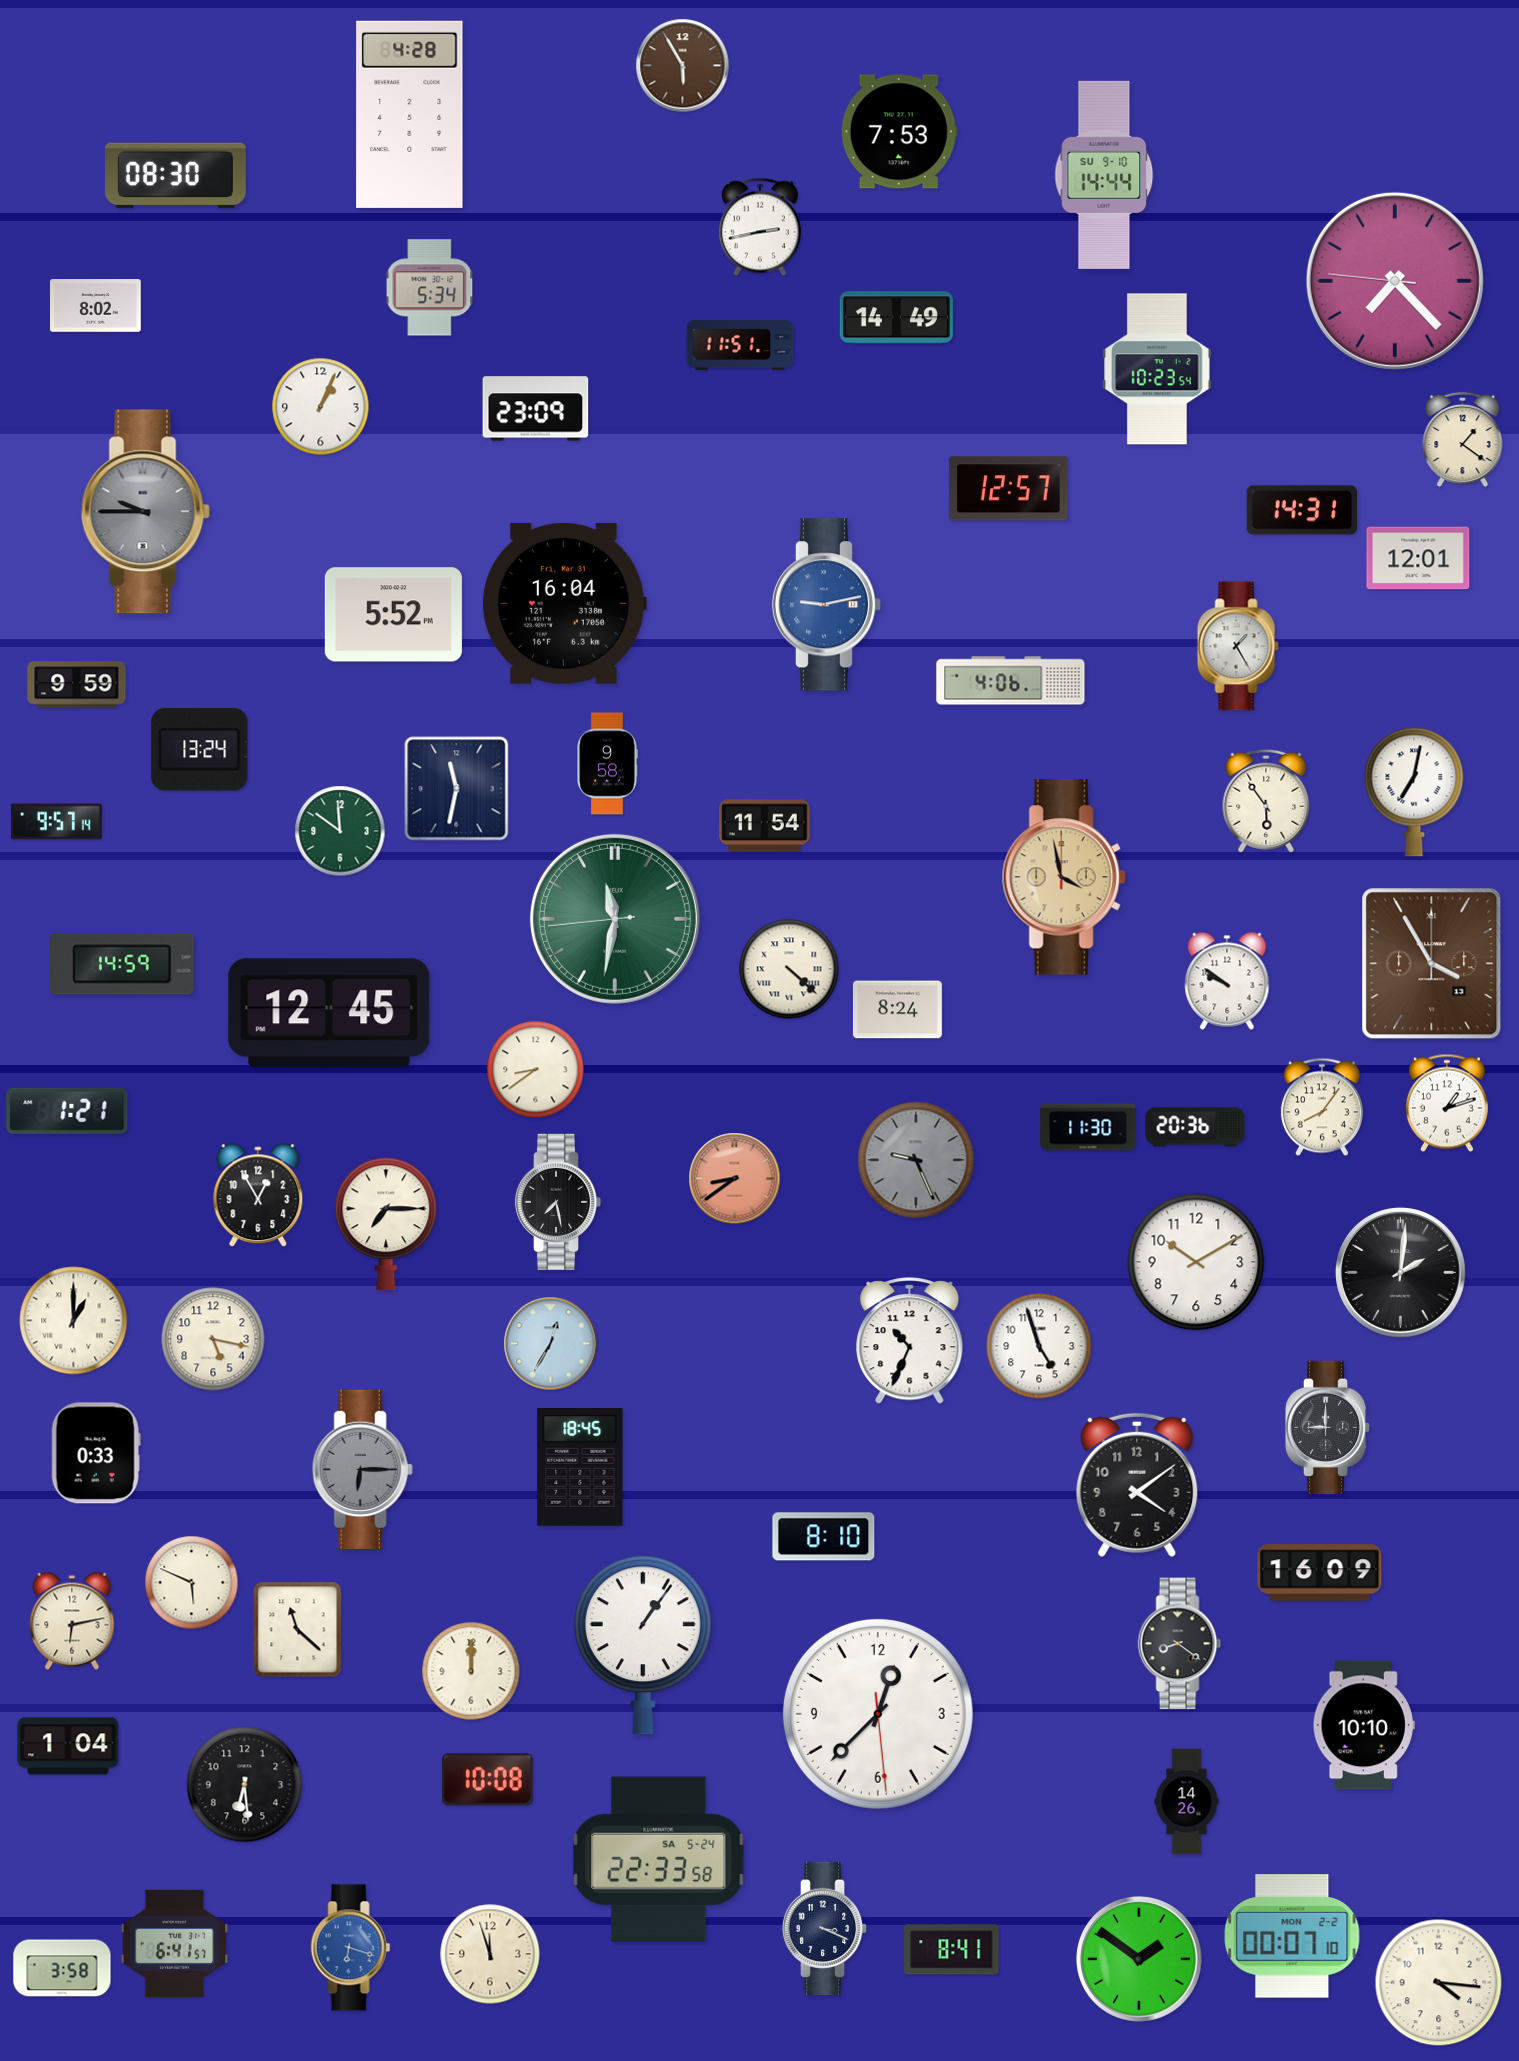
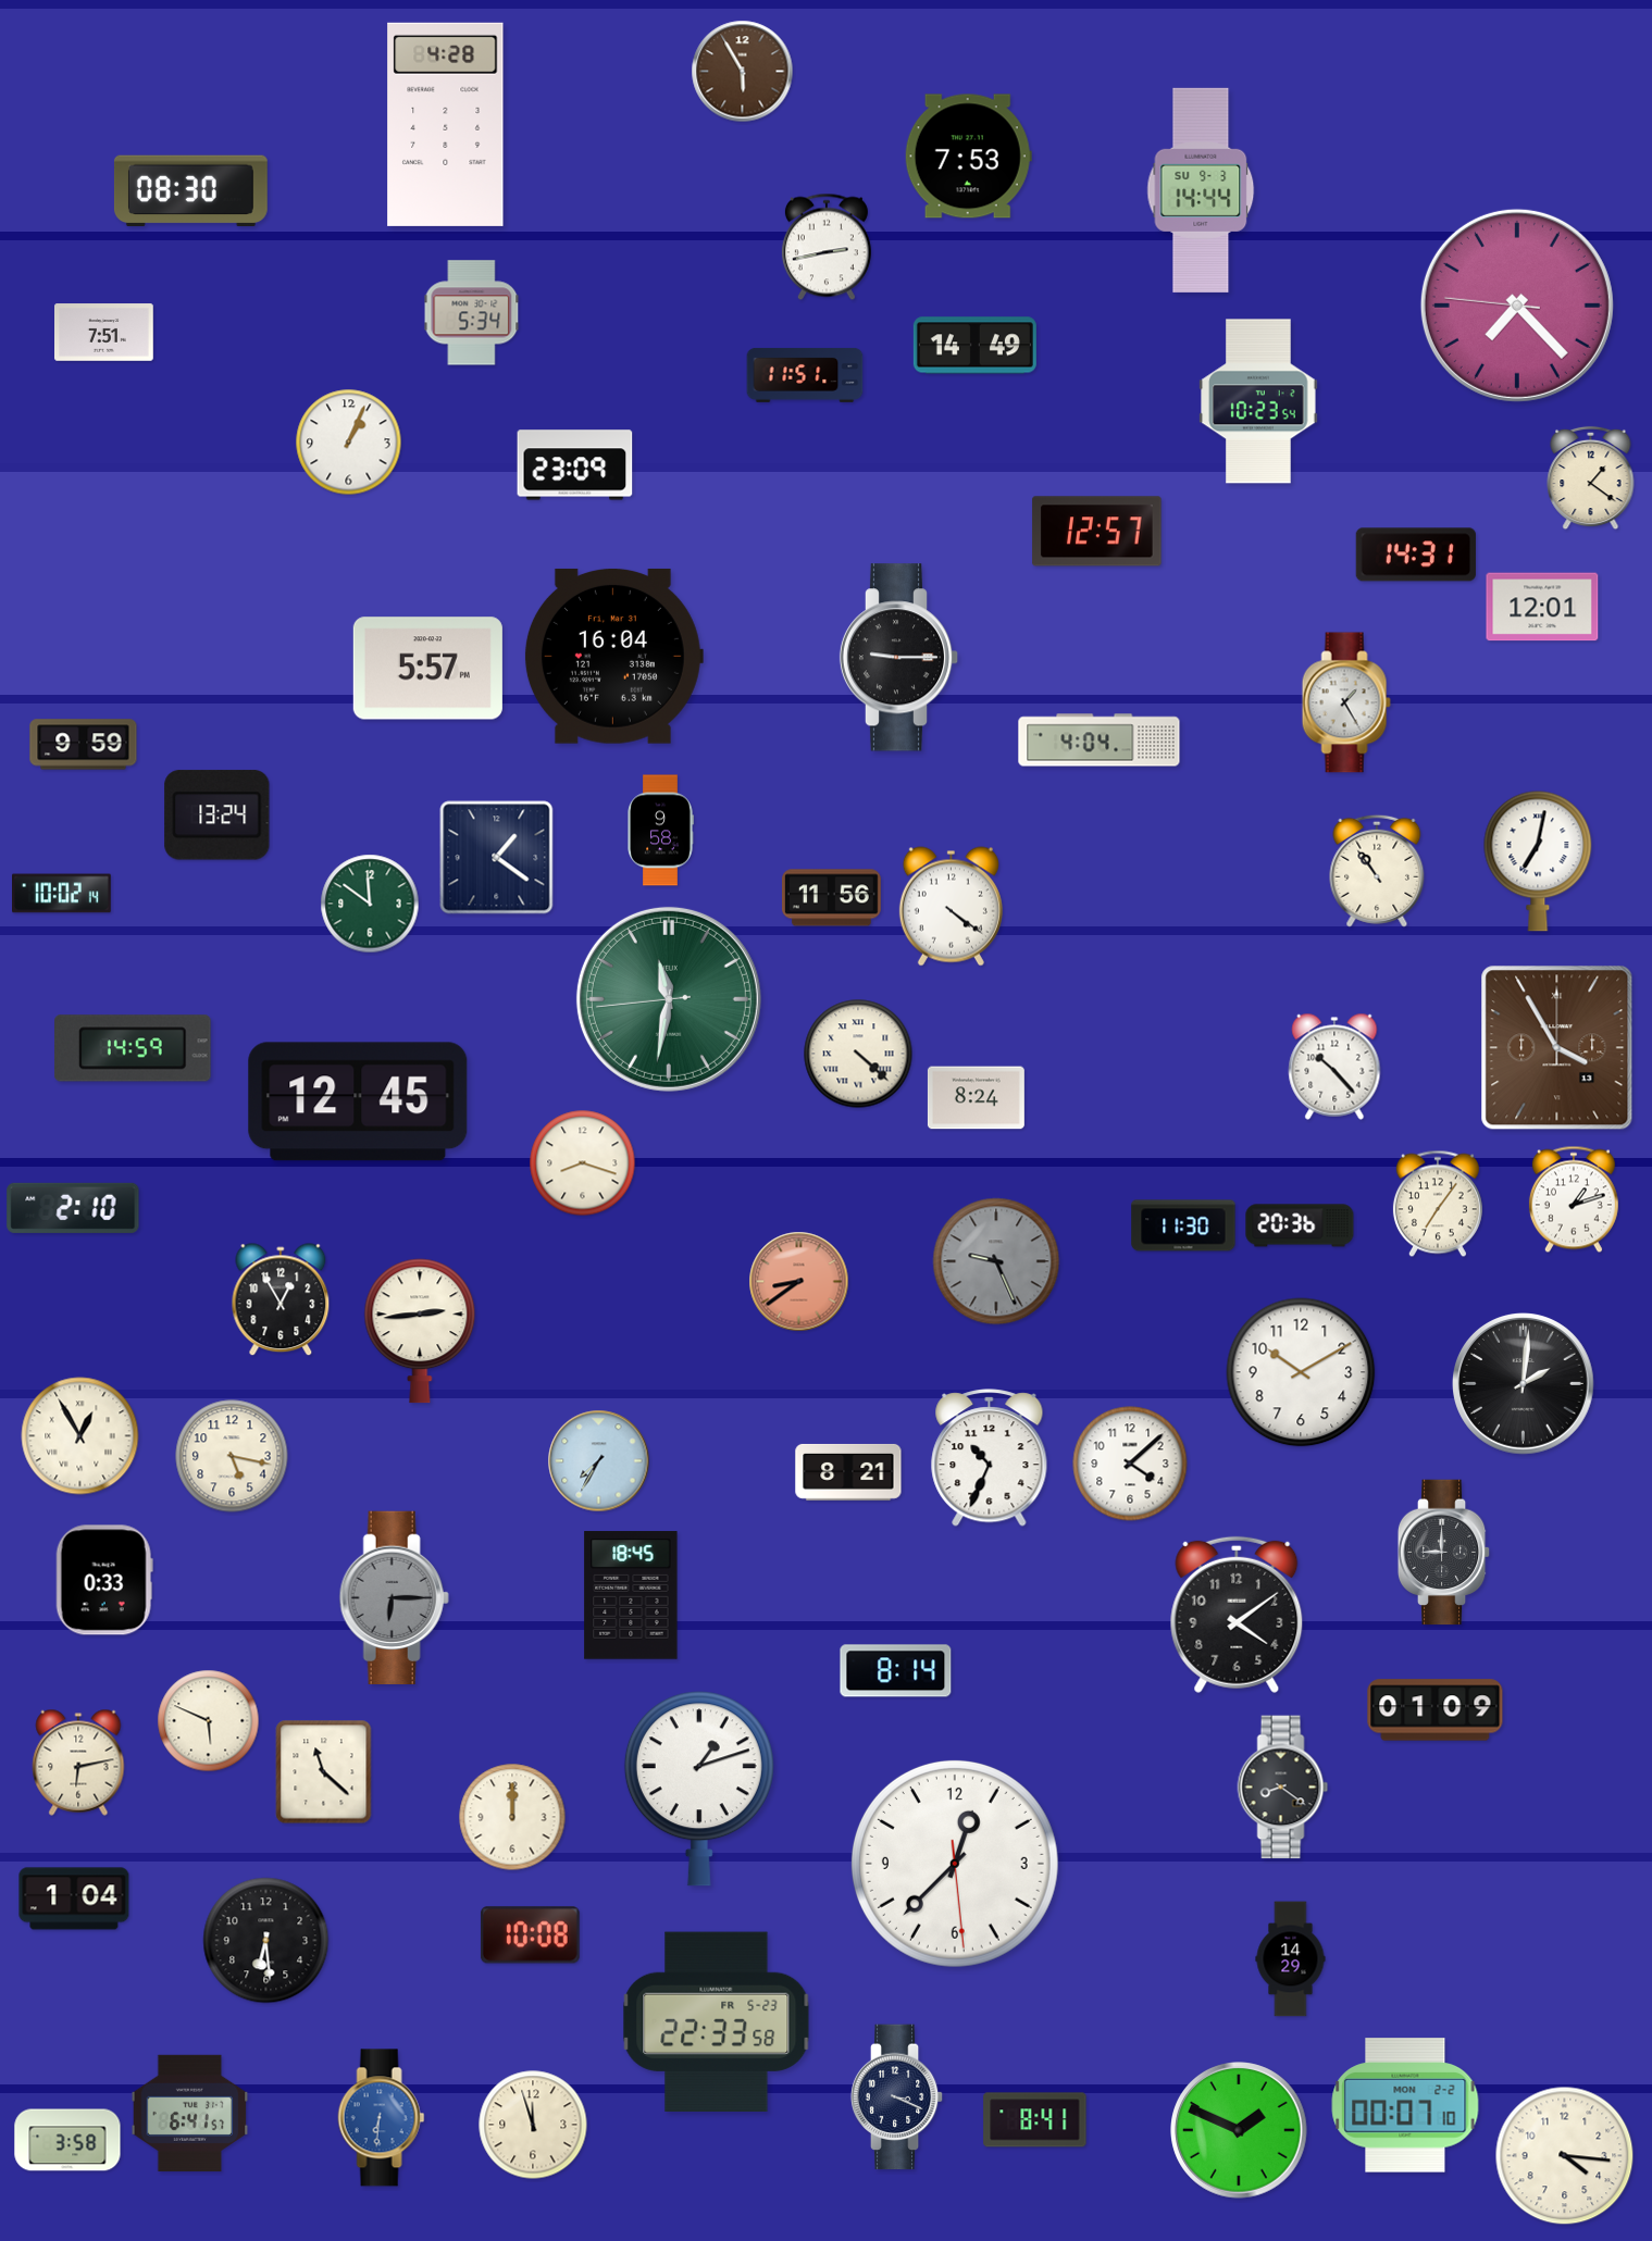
clock at (899, 132) position: (899, 132) -> (968, 157)
clock at (1104, 175) date: SU 9-10 -> SU 9-3
clock at (430, 288) position: (430, 288) -> (472, 313)
clock at (96, 306): 8:02 -> 7:51
clock at (536, 409) position: (536, 409) -> (575, 465)
clock at (145, 512): 9:45 -> none
clock at (827, 605): 9:13 -> 9:15
clock at (827, 605) dial: blue -> black
clock at (393, 615): 5:52 -> 5:57
clock at (1011, 681): 4:06 -> 4:04
clock at (457, 789): 11:32 -> 1:21
clock at (1266, 801): 5:54 -> 10:54
clock at (57, 822): 9:57 -> 10:02
clock at (765, 826): 11:54 -> 11:56
clock at (951, 907): none -> 4:21
clock at (1064, 877): 3:58 -> none
clock at (1227, 981): 9:51 -> 10:23
clock at (536, 1070): 8:39 -> 8:18
clock at (1322, 1107): 8:06 -> 7:06
clock at (67, 1111): 1:21 -> 2:10
clock at (558, 1202): 7:28 -> none
clock at (386, 1224): 7:15 -> 2:44
clock at (74, 1321): 1:00 -> 12:55
clock at (551, 1344): 12:35 -> 7:35
clock at (1039, 1346): 4:57 -> 4:08
clock at (848, 1472): none -> 8:21
clock at (824, 1537): 8:10 -> 8:14
clock at (1320, 1573): 16:09 -> 01:09
clock at (643, 1645): 1:06 -> 1:12
clock at (1364, 1725): 10:10 -> none
clock at (1187, 1802): 14:26 -> 14:29
clock at (659, 1859) date: SA 5-24 -> FR 5-23
clock at (351, 1948): 6:18 -> 6:31
clock at (1139, 1959): 1:51 -> 1:49
